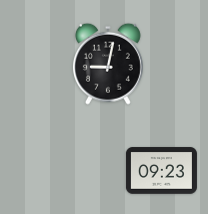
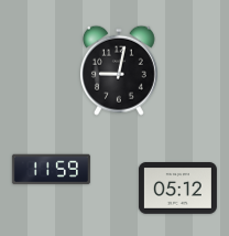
clock at (51, 170): none -> 11:59
clock at (161, 171): 09:23 -> 05:12
